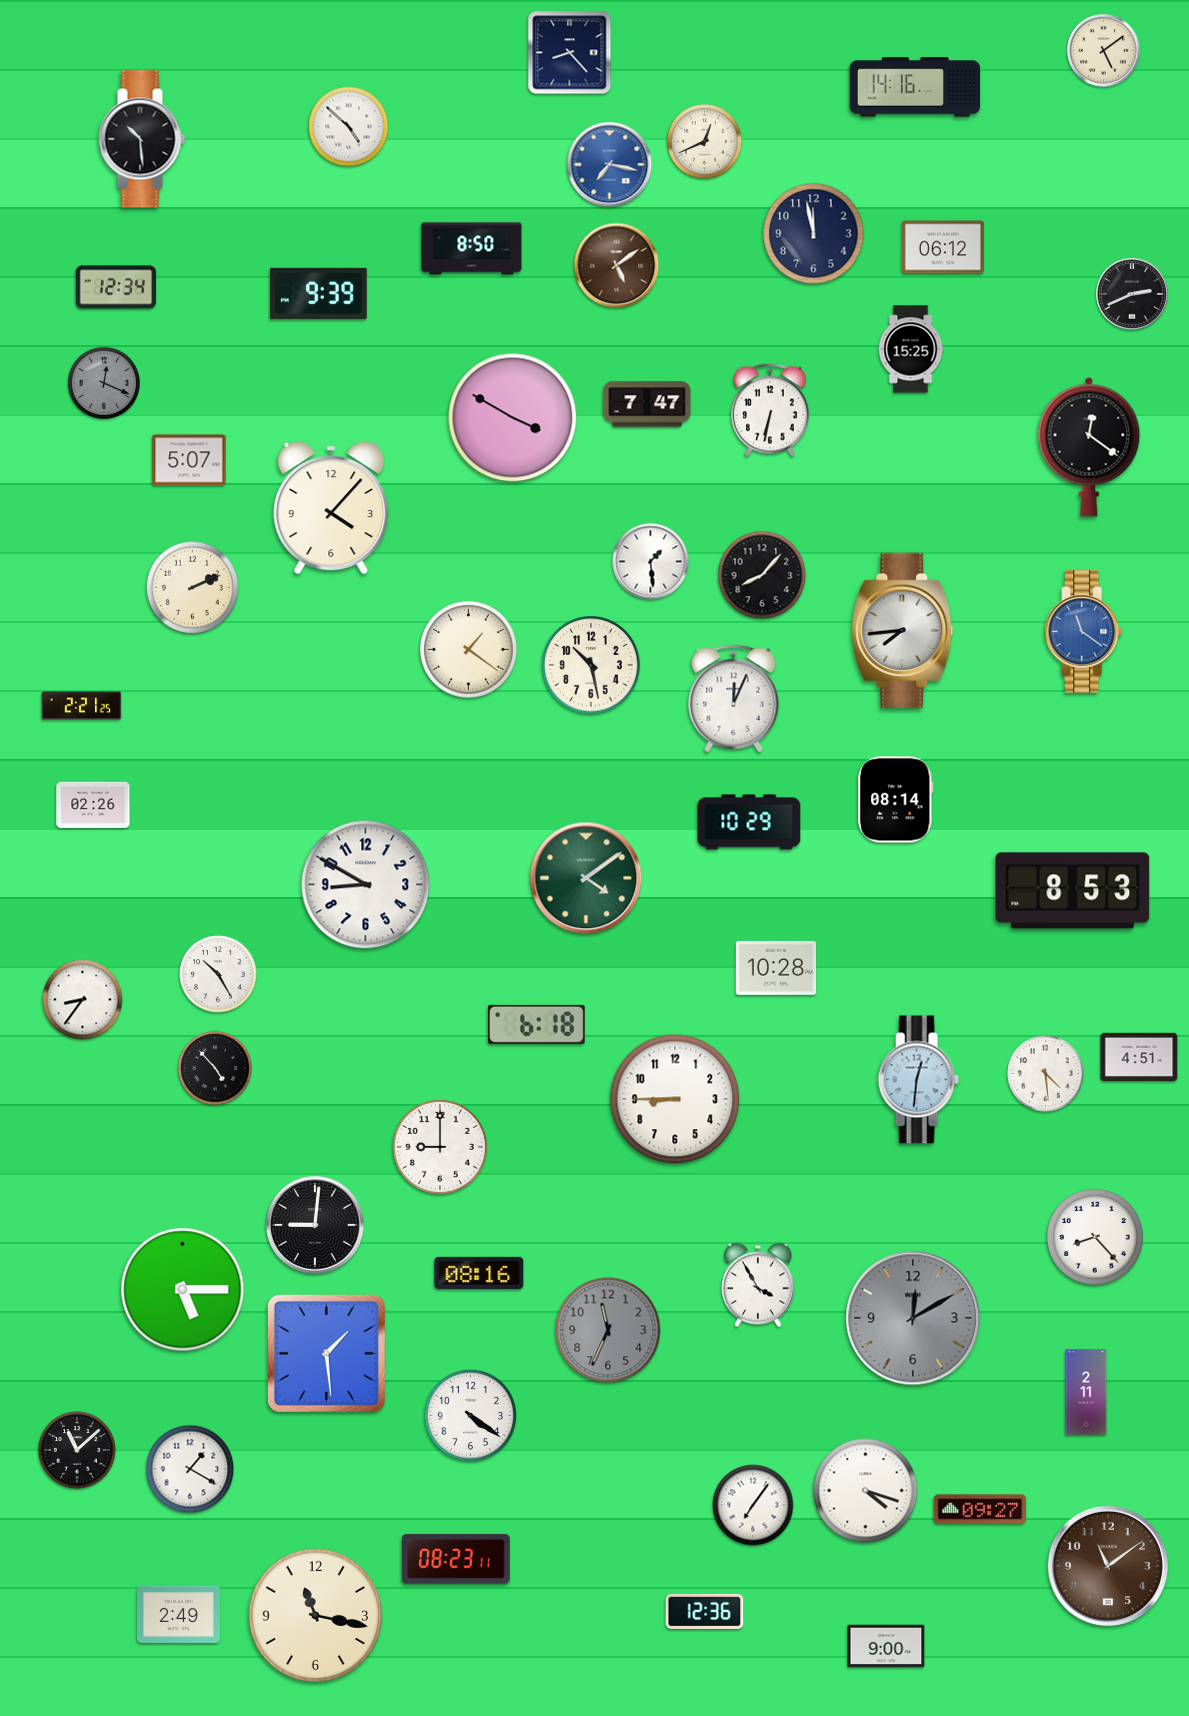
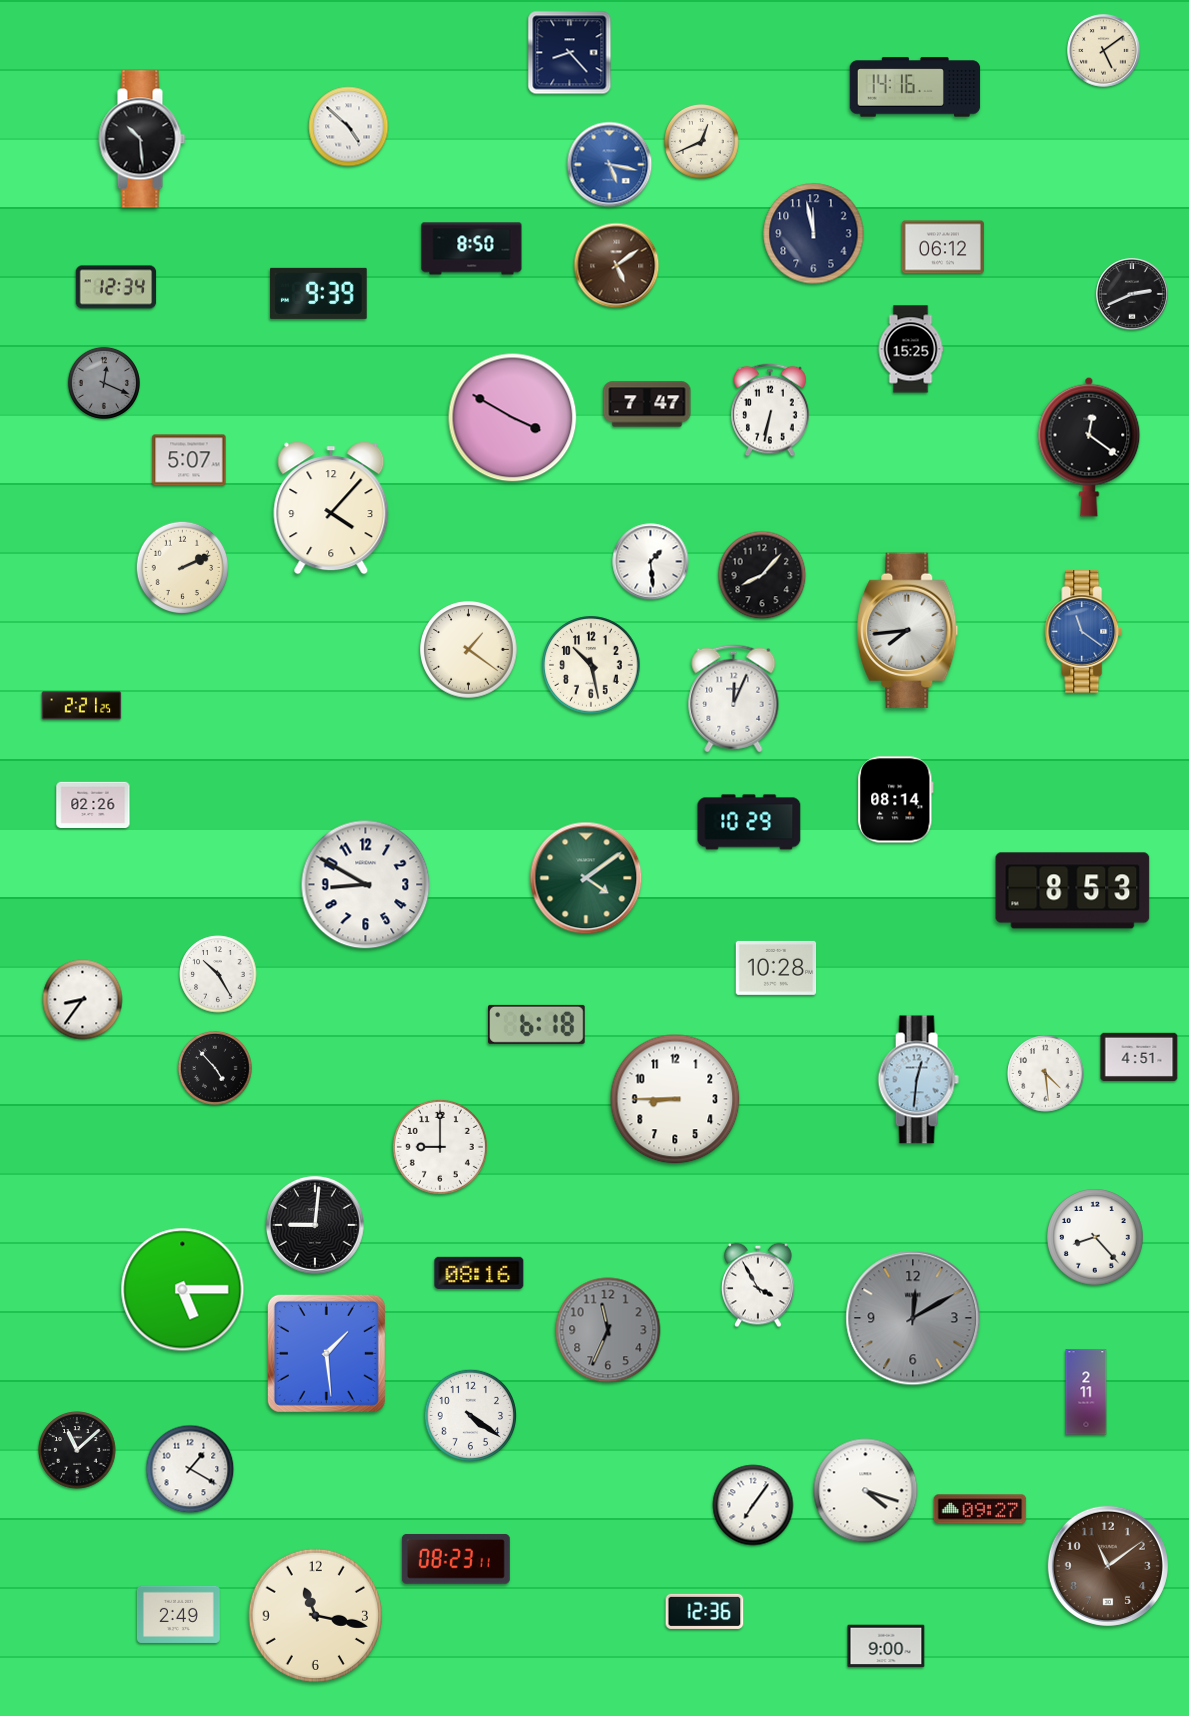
clock at (705, 142) position: (705, 142) -> (702, 142)
clock at (610, 165): 7:17 -> 5:17
clock at (192, 587) position: (192, 587) -> (182, 567)
clock at (903, 631) position: (903, 631) -> (908, 631)
